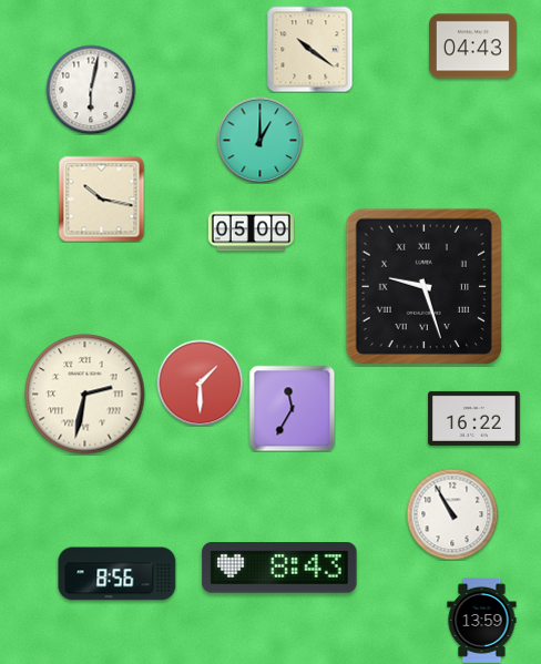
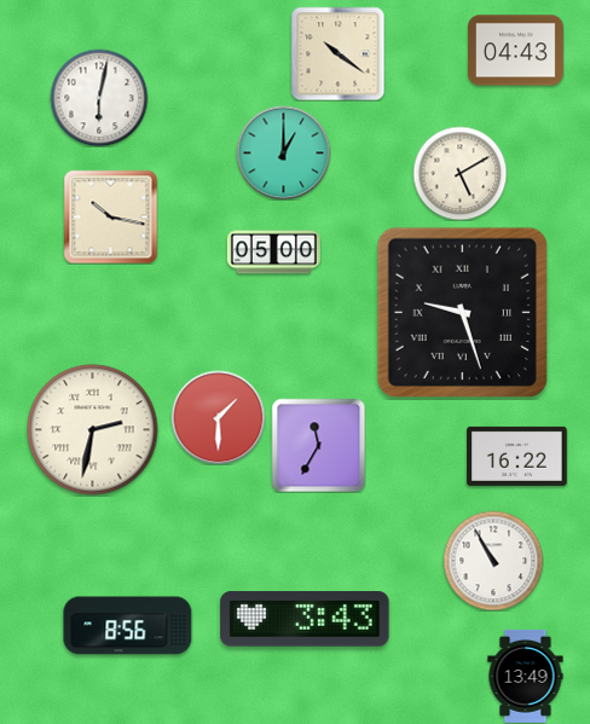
clock at (459, 173): none -> 5:10
clock at (279, 568): 8:43 -> 3:43
clock at (482, 620): 13:59 -> 13:49
